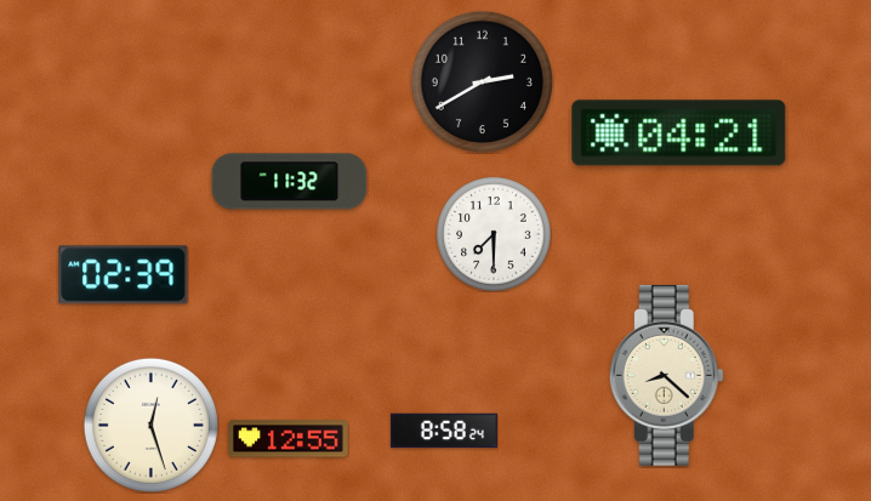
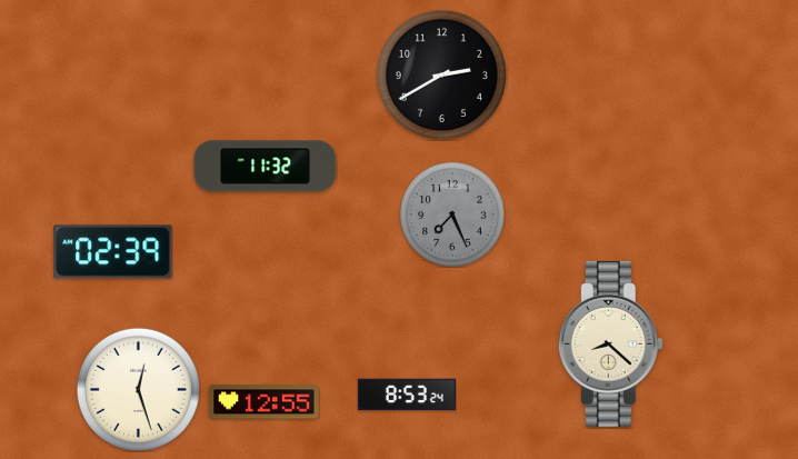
clock at (679, 133): 04:21 -> none
clock at (494, 234): 7:30 -> 7:26
clock at (494, 234) dial: white -> grey
clock at (444, 431): 8:58 -> 8:53
